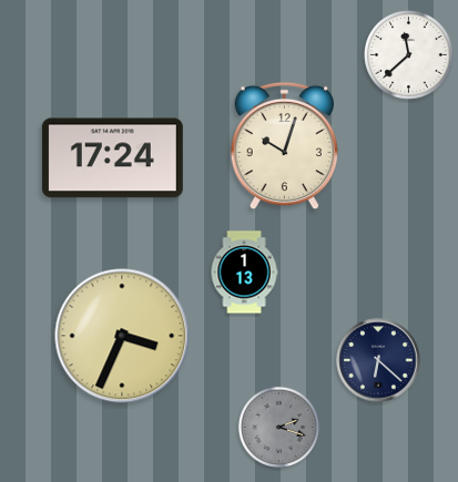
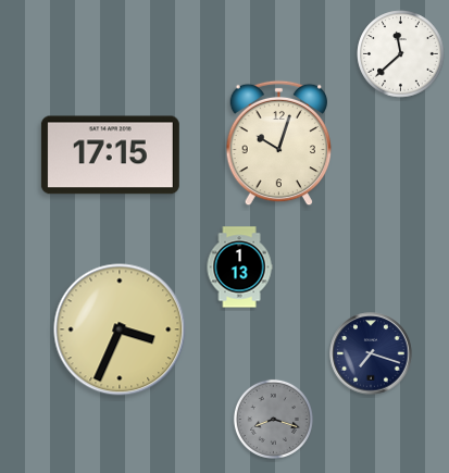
clock at (112, 158): 17:24 -> 17:15
clock at (378, 360): 6:22 -> 7:18
clock at (278, 427): 2:18 -> 8:18
